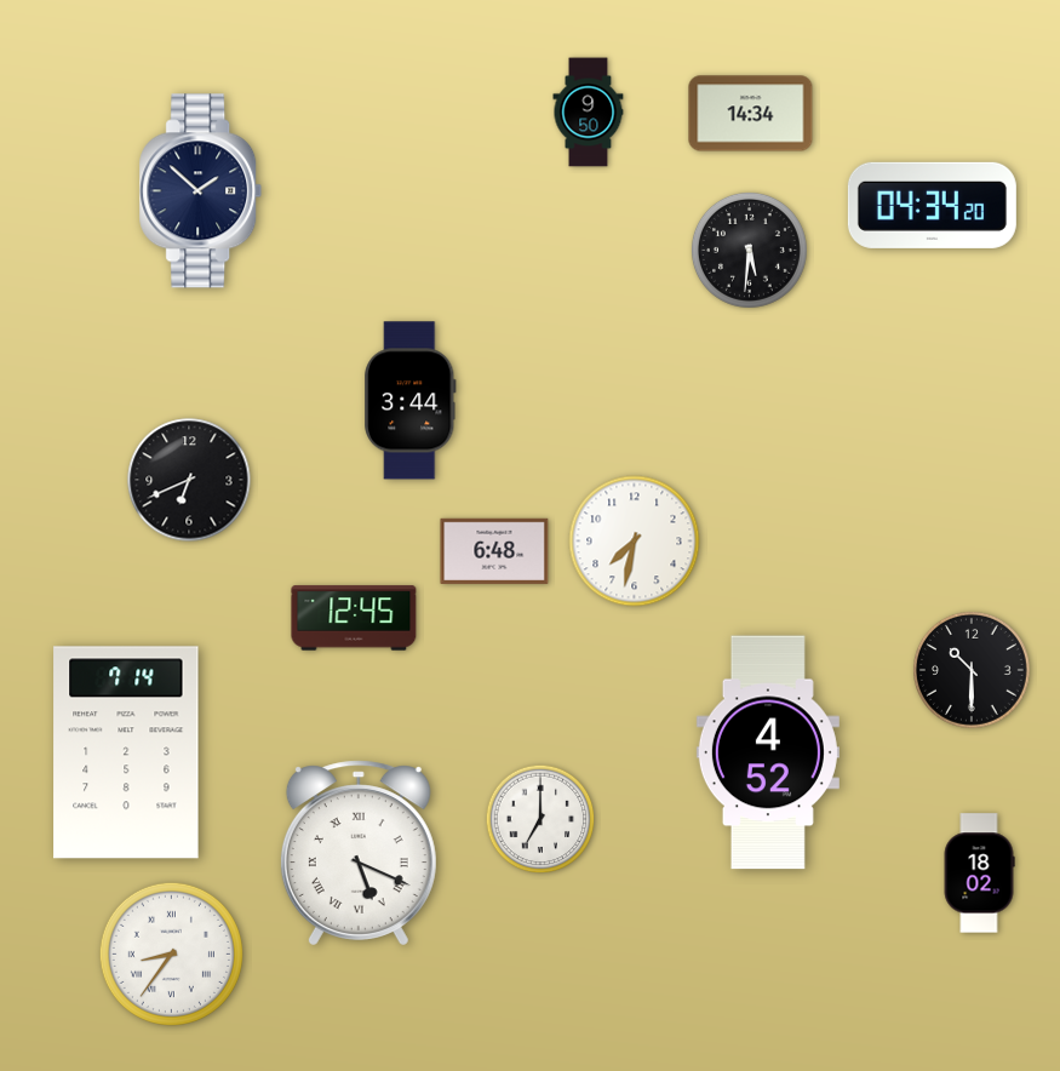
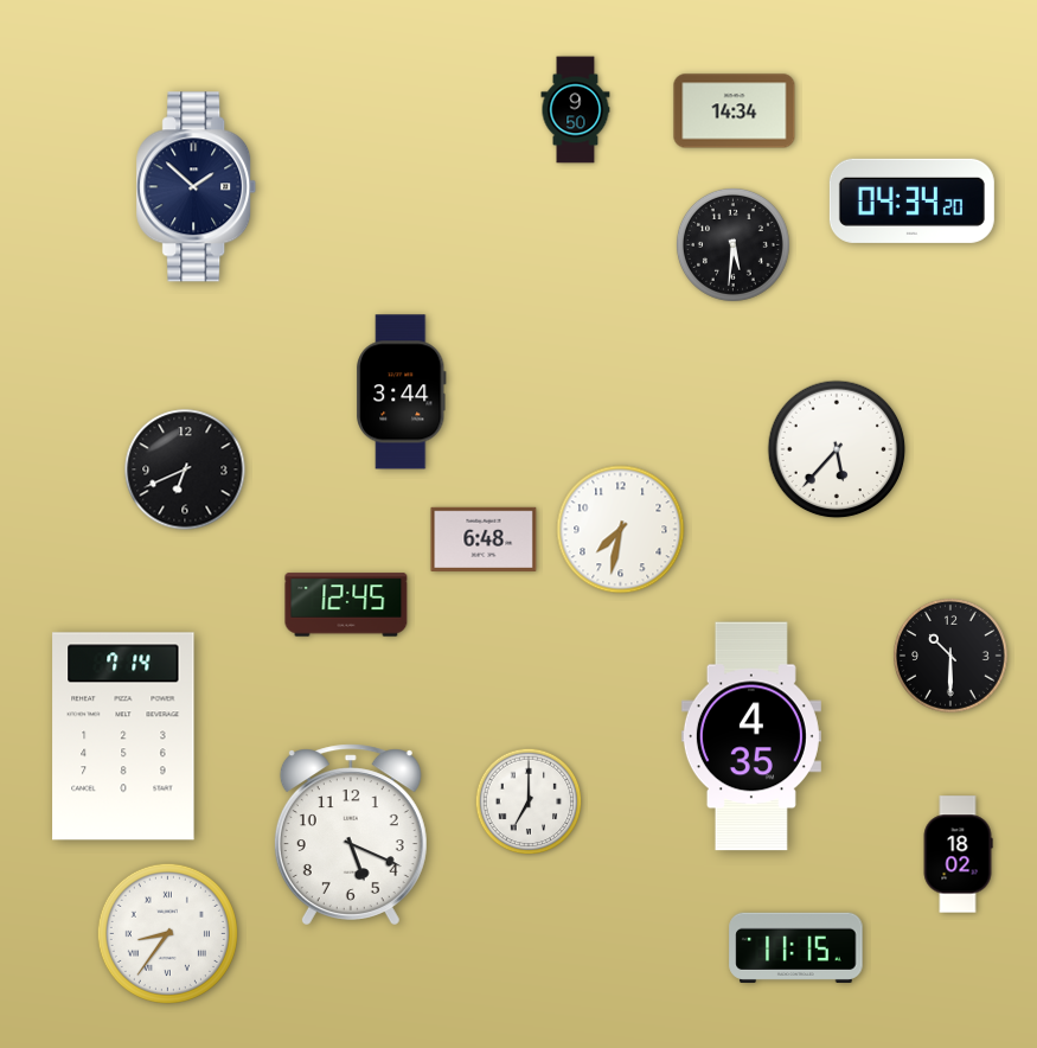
clock at (837, 449): none -> 5:37
clock at (768, 752): 4:52 -> 4:35
clock at (359, 853) numerals: Roman -> Arabic
clock at (796, 947): none -> 11:15
